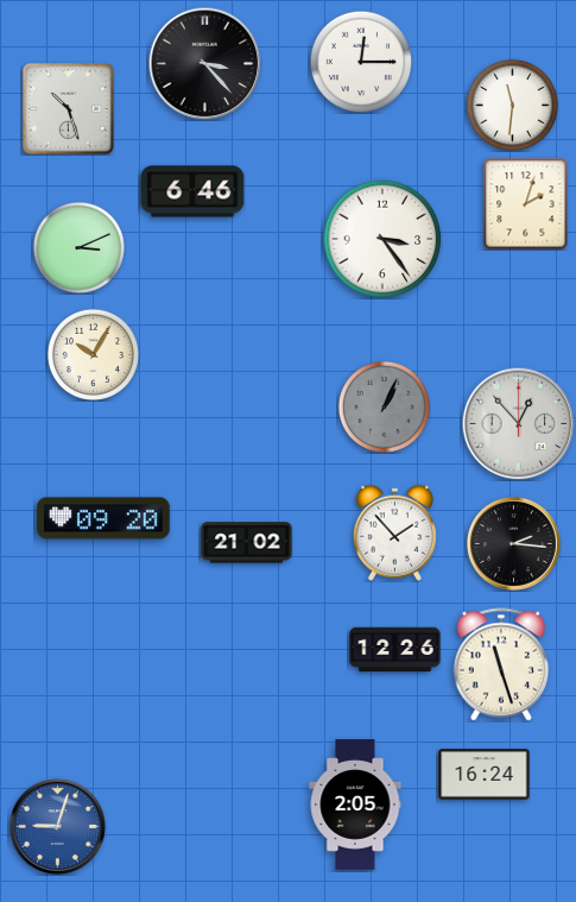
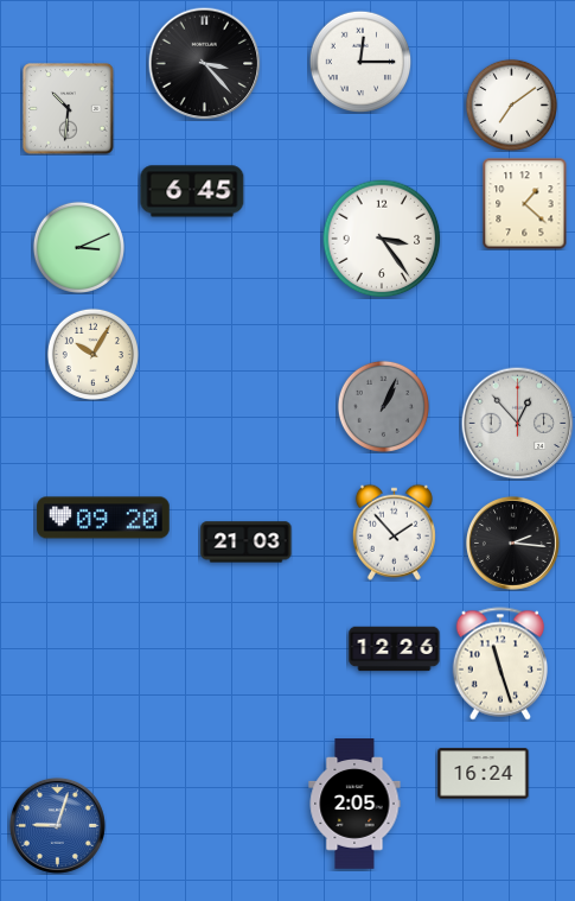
clock at (512, 105): 11:31 -> 7:09
clock at (69, 109): 10:27 -> 10:31
clock at (192, 191): 6:46 -> 6:45
clock at (526, 203): 2:03 -> 1:22
clock at (247, 543): 21:02 -> 21:03
